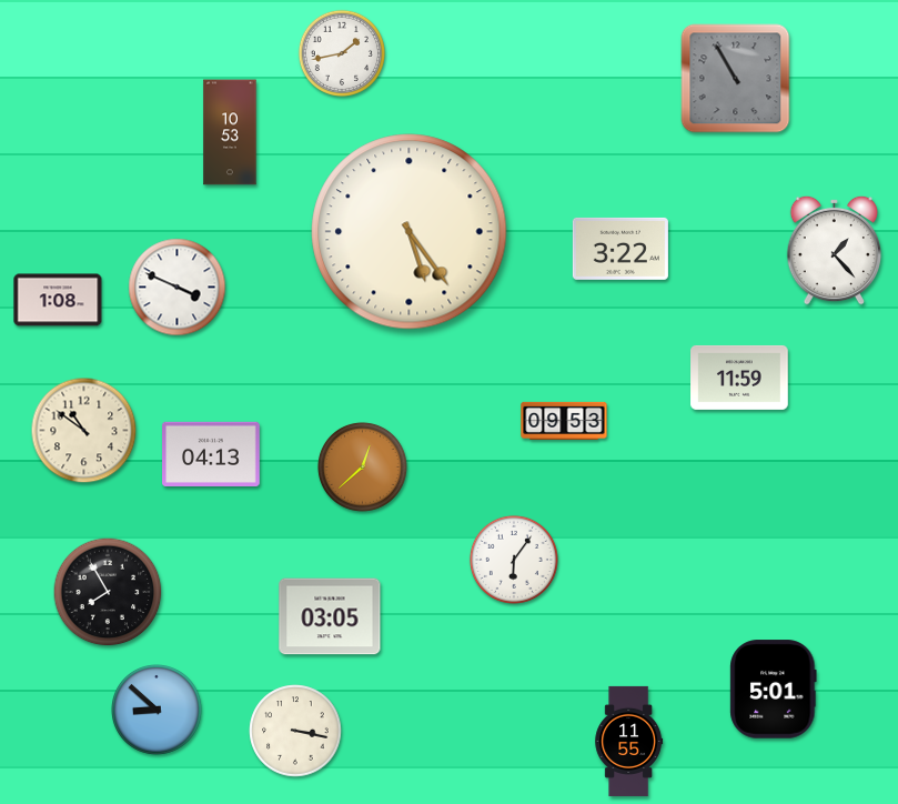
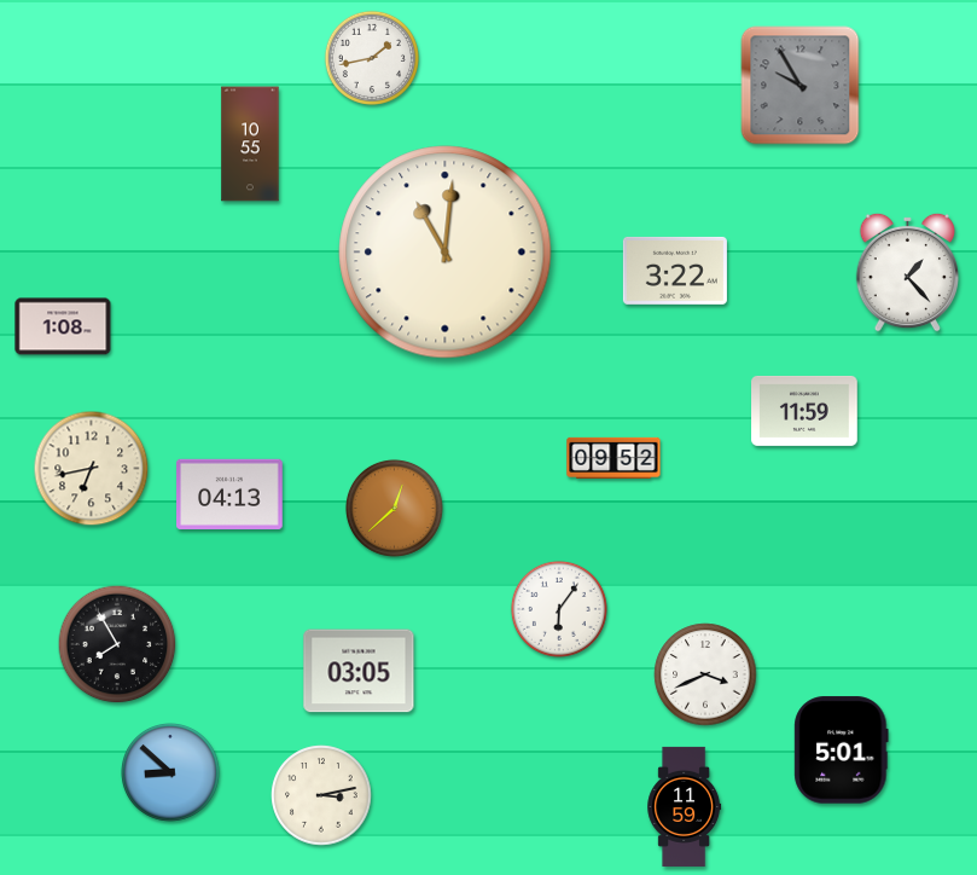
clock at (736, 79): 10:55 -> 9:55
clock at (230, 132): 10:53 -> 10:55
clock at (410, 232): 5:24 -> 11:01
clock at (178, 288): 3:49 -> none
clock at (564, 421): 09:53 -> 09:52
clock at (84, 431): 10:51 -> 6:43
clock at (705, 674): none -> 3:41
clock at (295, 731): 3:17 -> 3:13
clock at (629, 741): 11:55 -> 11:59
